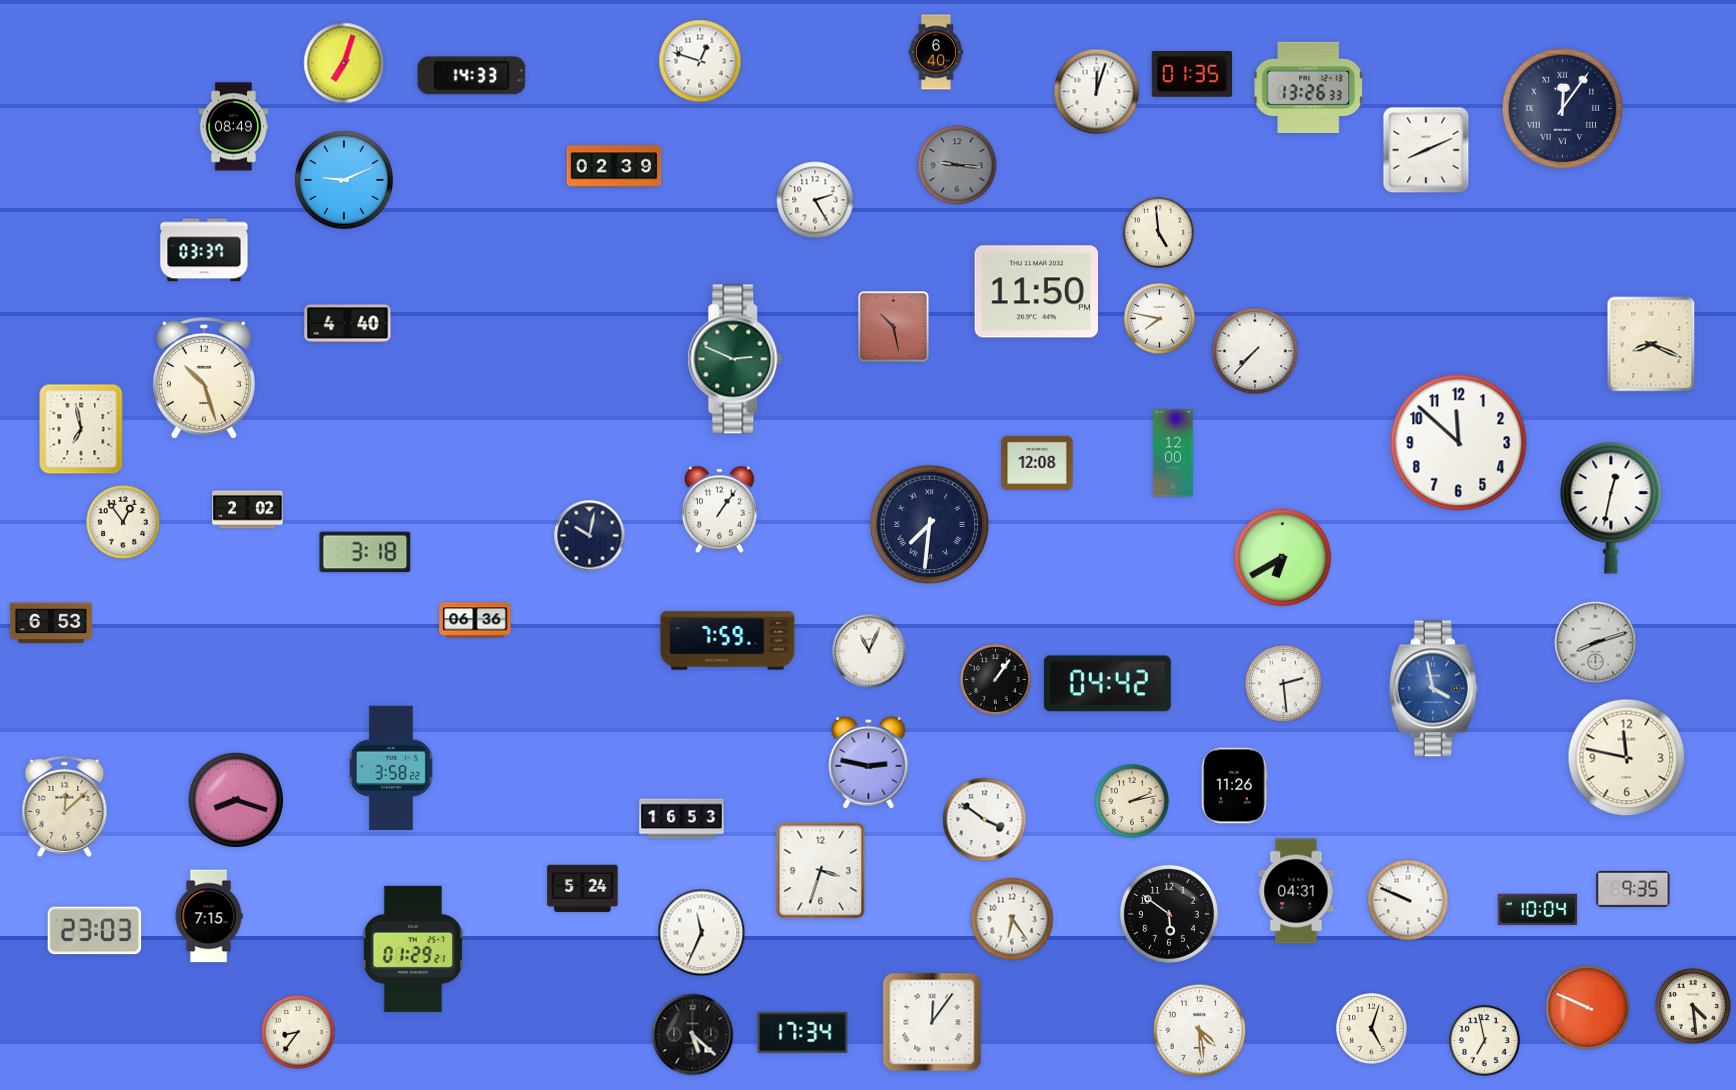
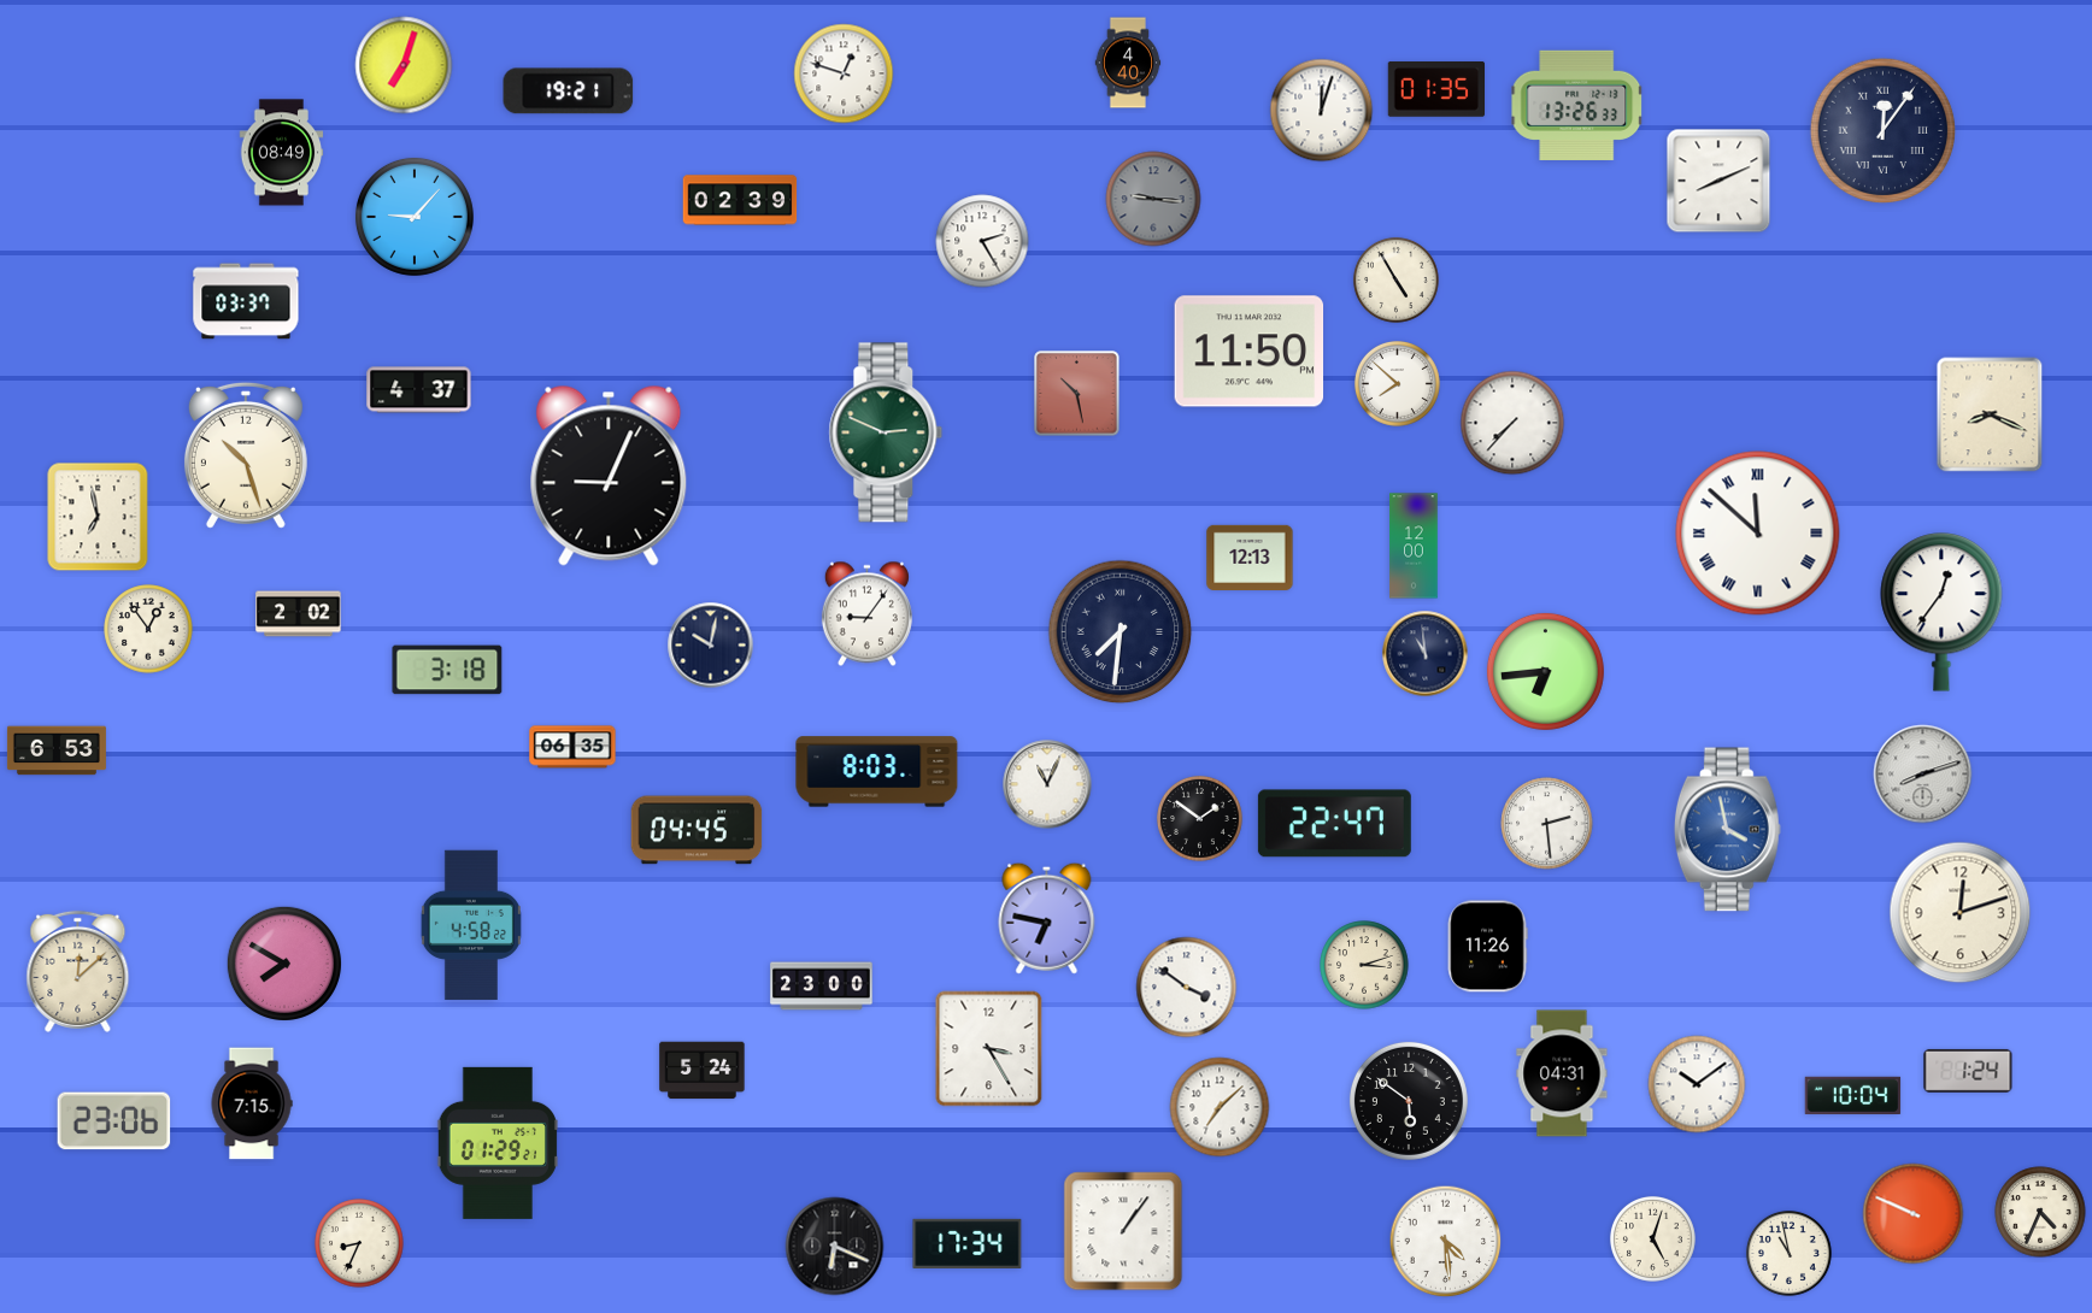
clock at (936, 52): 6:40 -> 4:40
clock at (344, 63) position: (344, 63) -> (404, 65)
clock at (472, 76): 14:33 -> 19:21
clock at (344, 180): 9:11 -> 9:07
clock at (1158, 232): 4:59 -> 4:55
clock at (1159, 318): 7:47 -> 7:52
clock at (348, 324): 4:40 -> 4:37
clock at (609, 476): none -> 9:04
clock at (1459, 443) numerals: Arabic -> Roman
clock at (1037, 462): 12:08 -> 12:13
clock at (1611, 508): 12:32 -> 12:36
clock at (719, 510): 1:06 -> 9:06
clock at (1426, 654): none -> 10:59
clock at (365, 552) position: (365, 552) -> (447, 670)
clock at (1282, 557): 6:40 -> 6:44
clock at (475, 620): 06:36 -> 06:35
clock at (51, 623) position: (51, 623) -> (57, 750)
clock at (728, 641): 7:59 -> 8:03
clock at (995, 679): 1:06 -> 1:51
clock at (1107, 684): 04:42 -> 22:47
clock at (697, 830): none -> 04:45
clock at (1627, 758): 11:47 -> 12:12
clock at (869, 762): 2:47 -> 6:47
clock at (391, 768): 3:58 -> 4:58
clock at (235, 799): 8:18 -> 7:50
clock at (1132, 801): 2:13 -> 3:12
clock at (682, 819): 16:53 -> 23:00
clock at (821, 871): 3:33 -> 3:25
clock at (1633, 889): 9:35 -> 1:24
clock at (1408, 900): 9:49 -> 10:09
clock at (1012, 919): 6:24 -> 7:08
clock at (95, 931): 23:03 -> 23:06
clock at (702, 933): 11:34 -> none
clock at (1693, 1006): 4:29 -> 4:34
clock at (932, 1022): 12:06 -> 1:06
clock at (298, 1032): 8:36 -> 8:34
clock at (693, 1035): 5:22 -> 6:19
clock at (1484, 1040): 6:58 -> 10:58
